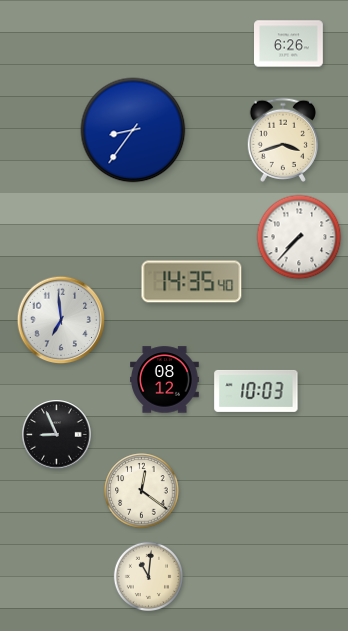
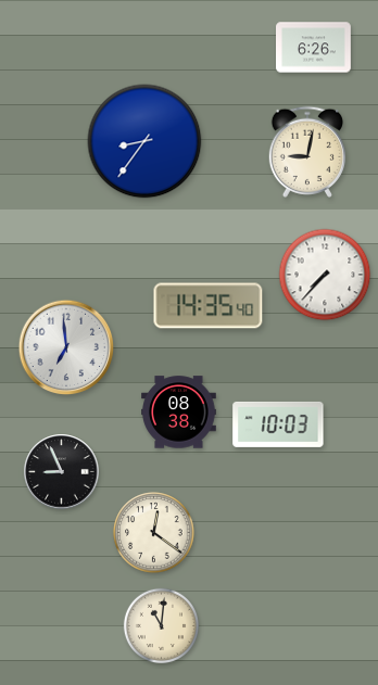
clock at (282, 140): 3:42 -> 9:02
clock at (299, 237) position: (299, 237) -> (325, 275)
clock at (165, 380): 08:12 -> 08:38
